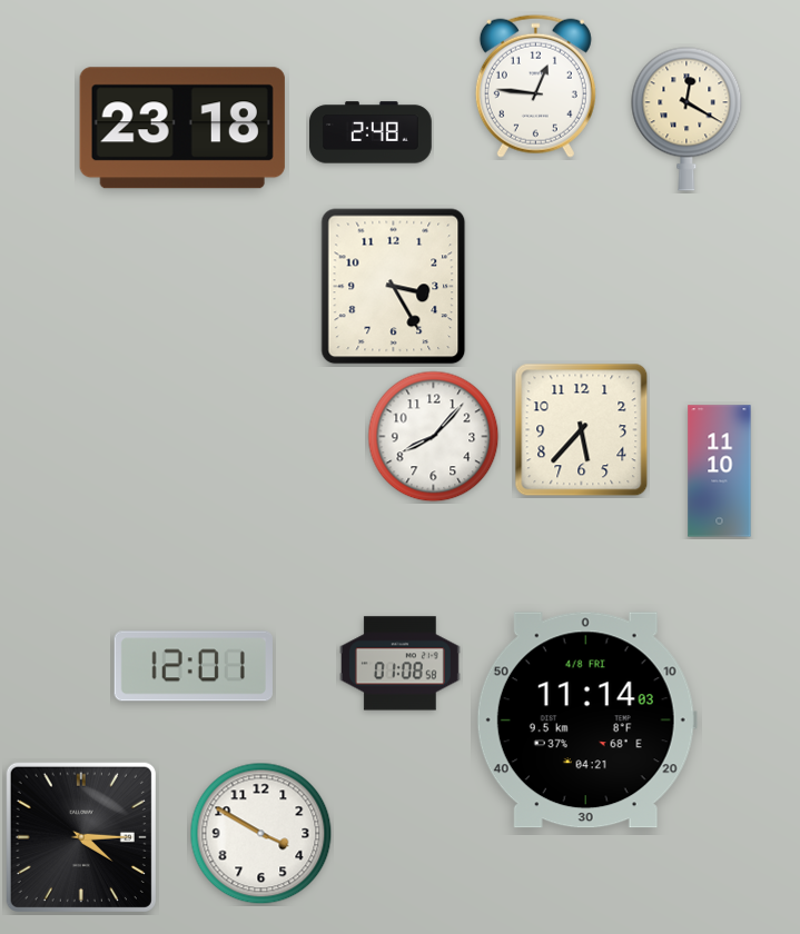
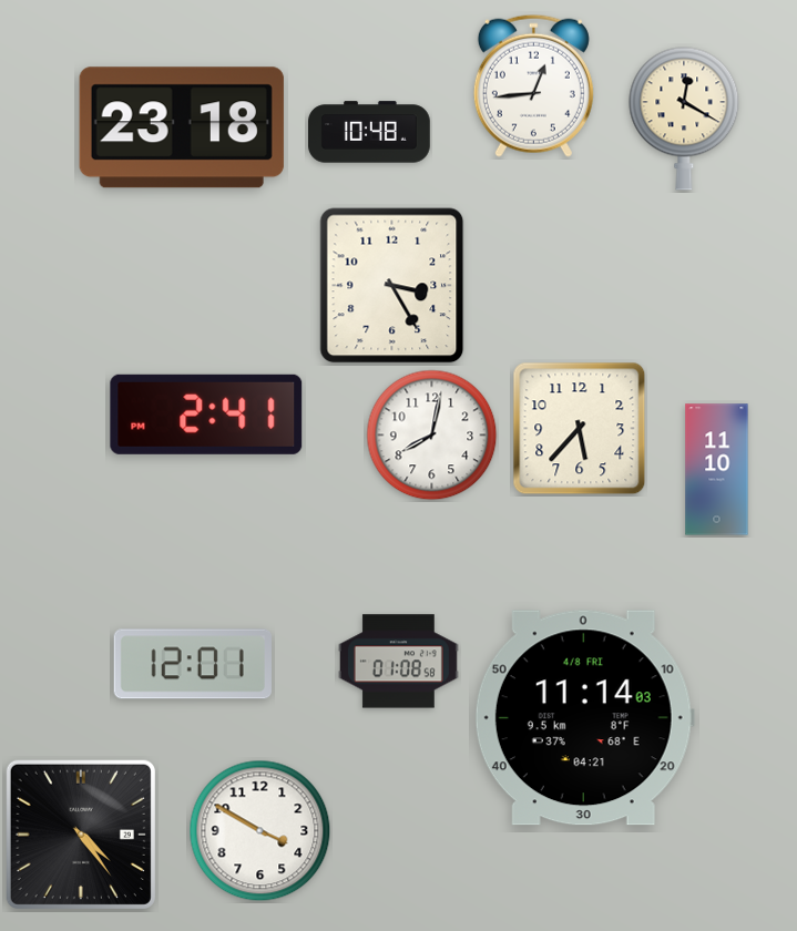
clock at (535, 86): 12:46 -> 12:44
clock at (372, 132): 2:48 -> 10:48
clock at (206, 415): none -> 2:41
clock at (434, 437): 8:07 -> 8:02
clock at (81, 837): 4:15 -> 4:24
